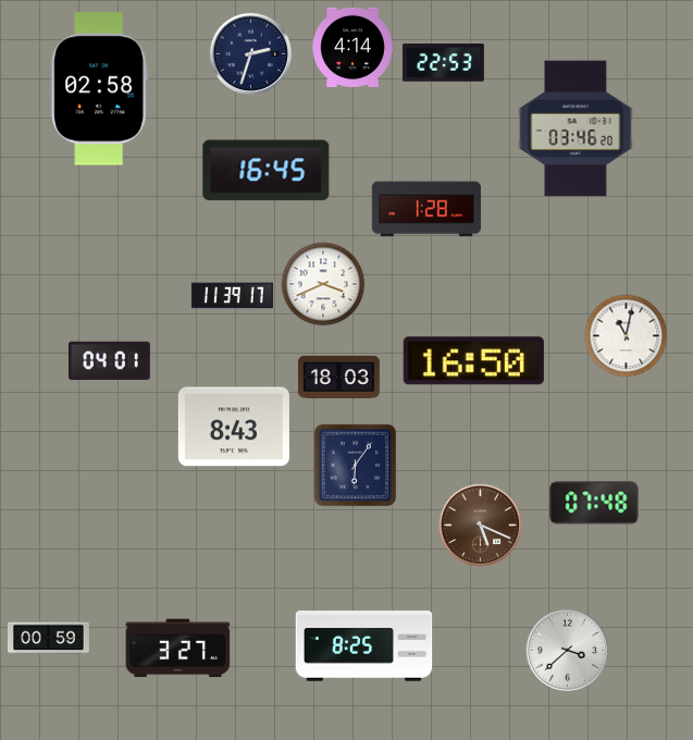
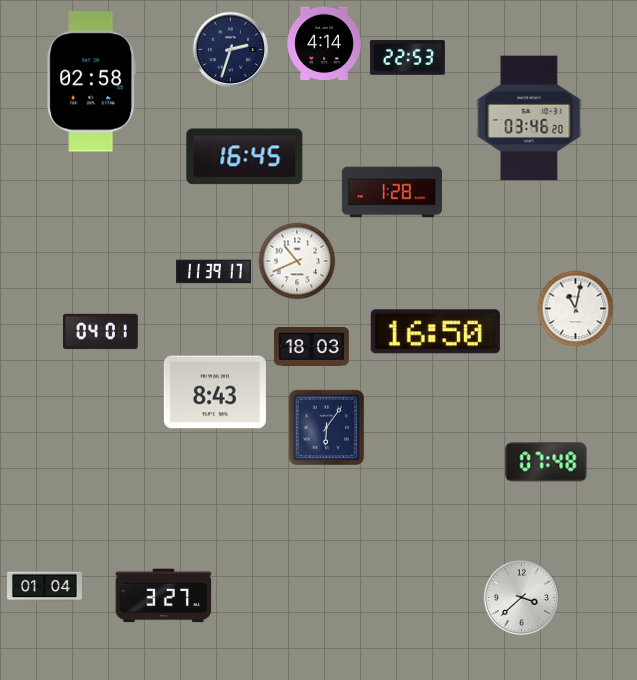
clock at (323, 284): 3:41 -> 10:41
clock at (481, 526): 5:19 -> none
clock at (49, 639): 00:59 -> 01:04
clock at (364, 646): 8:25 -> none
